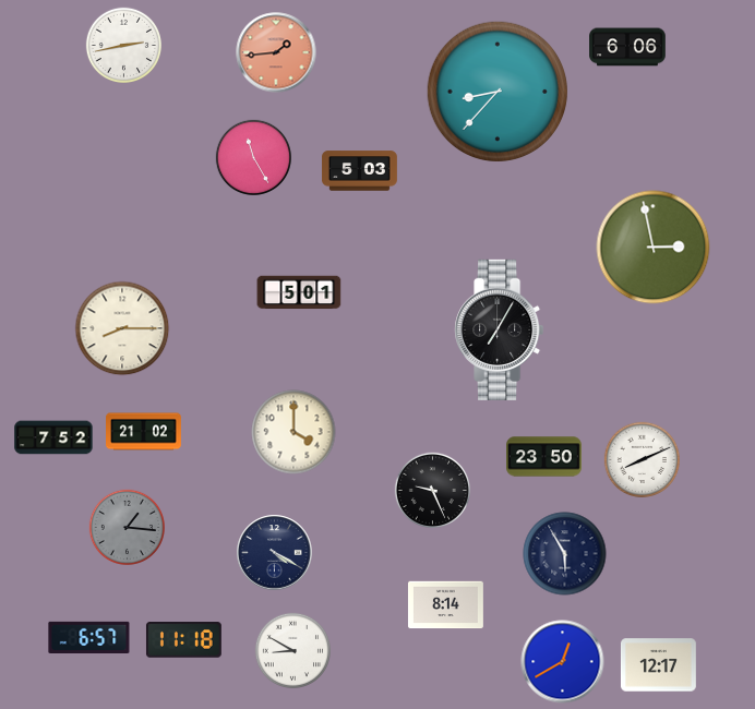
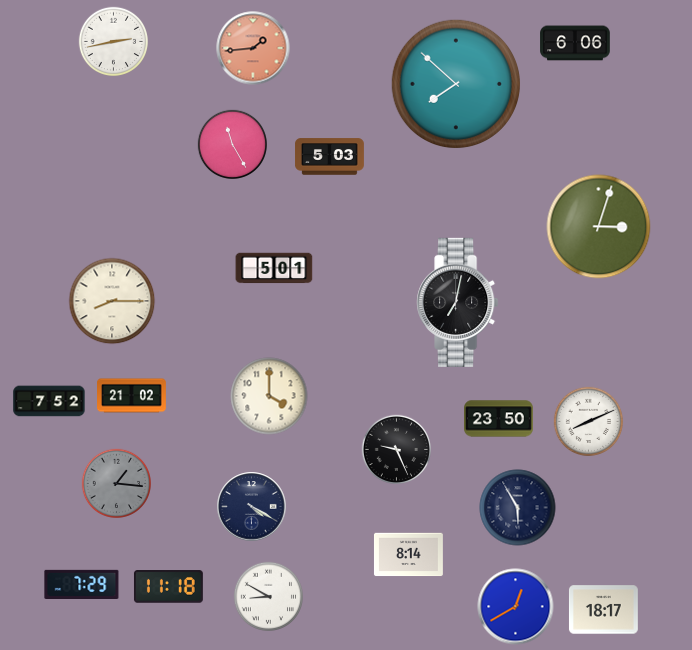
clock at (496, 91): 8:37 -> 7:52
clock at (654, 248): 2:58 -> 3:03
clock at (500, 329): 7:05 -> 7:02
clock at (89, 637): 6:57 -> 7:29
clock at (658, 665): 12:17 -> 18:17
